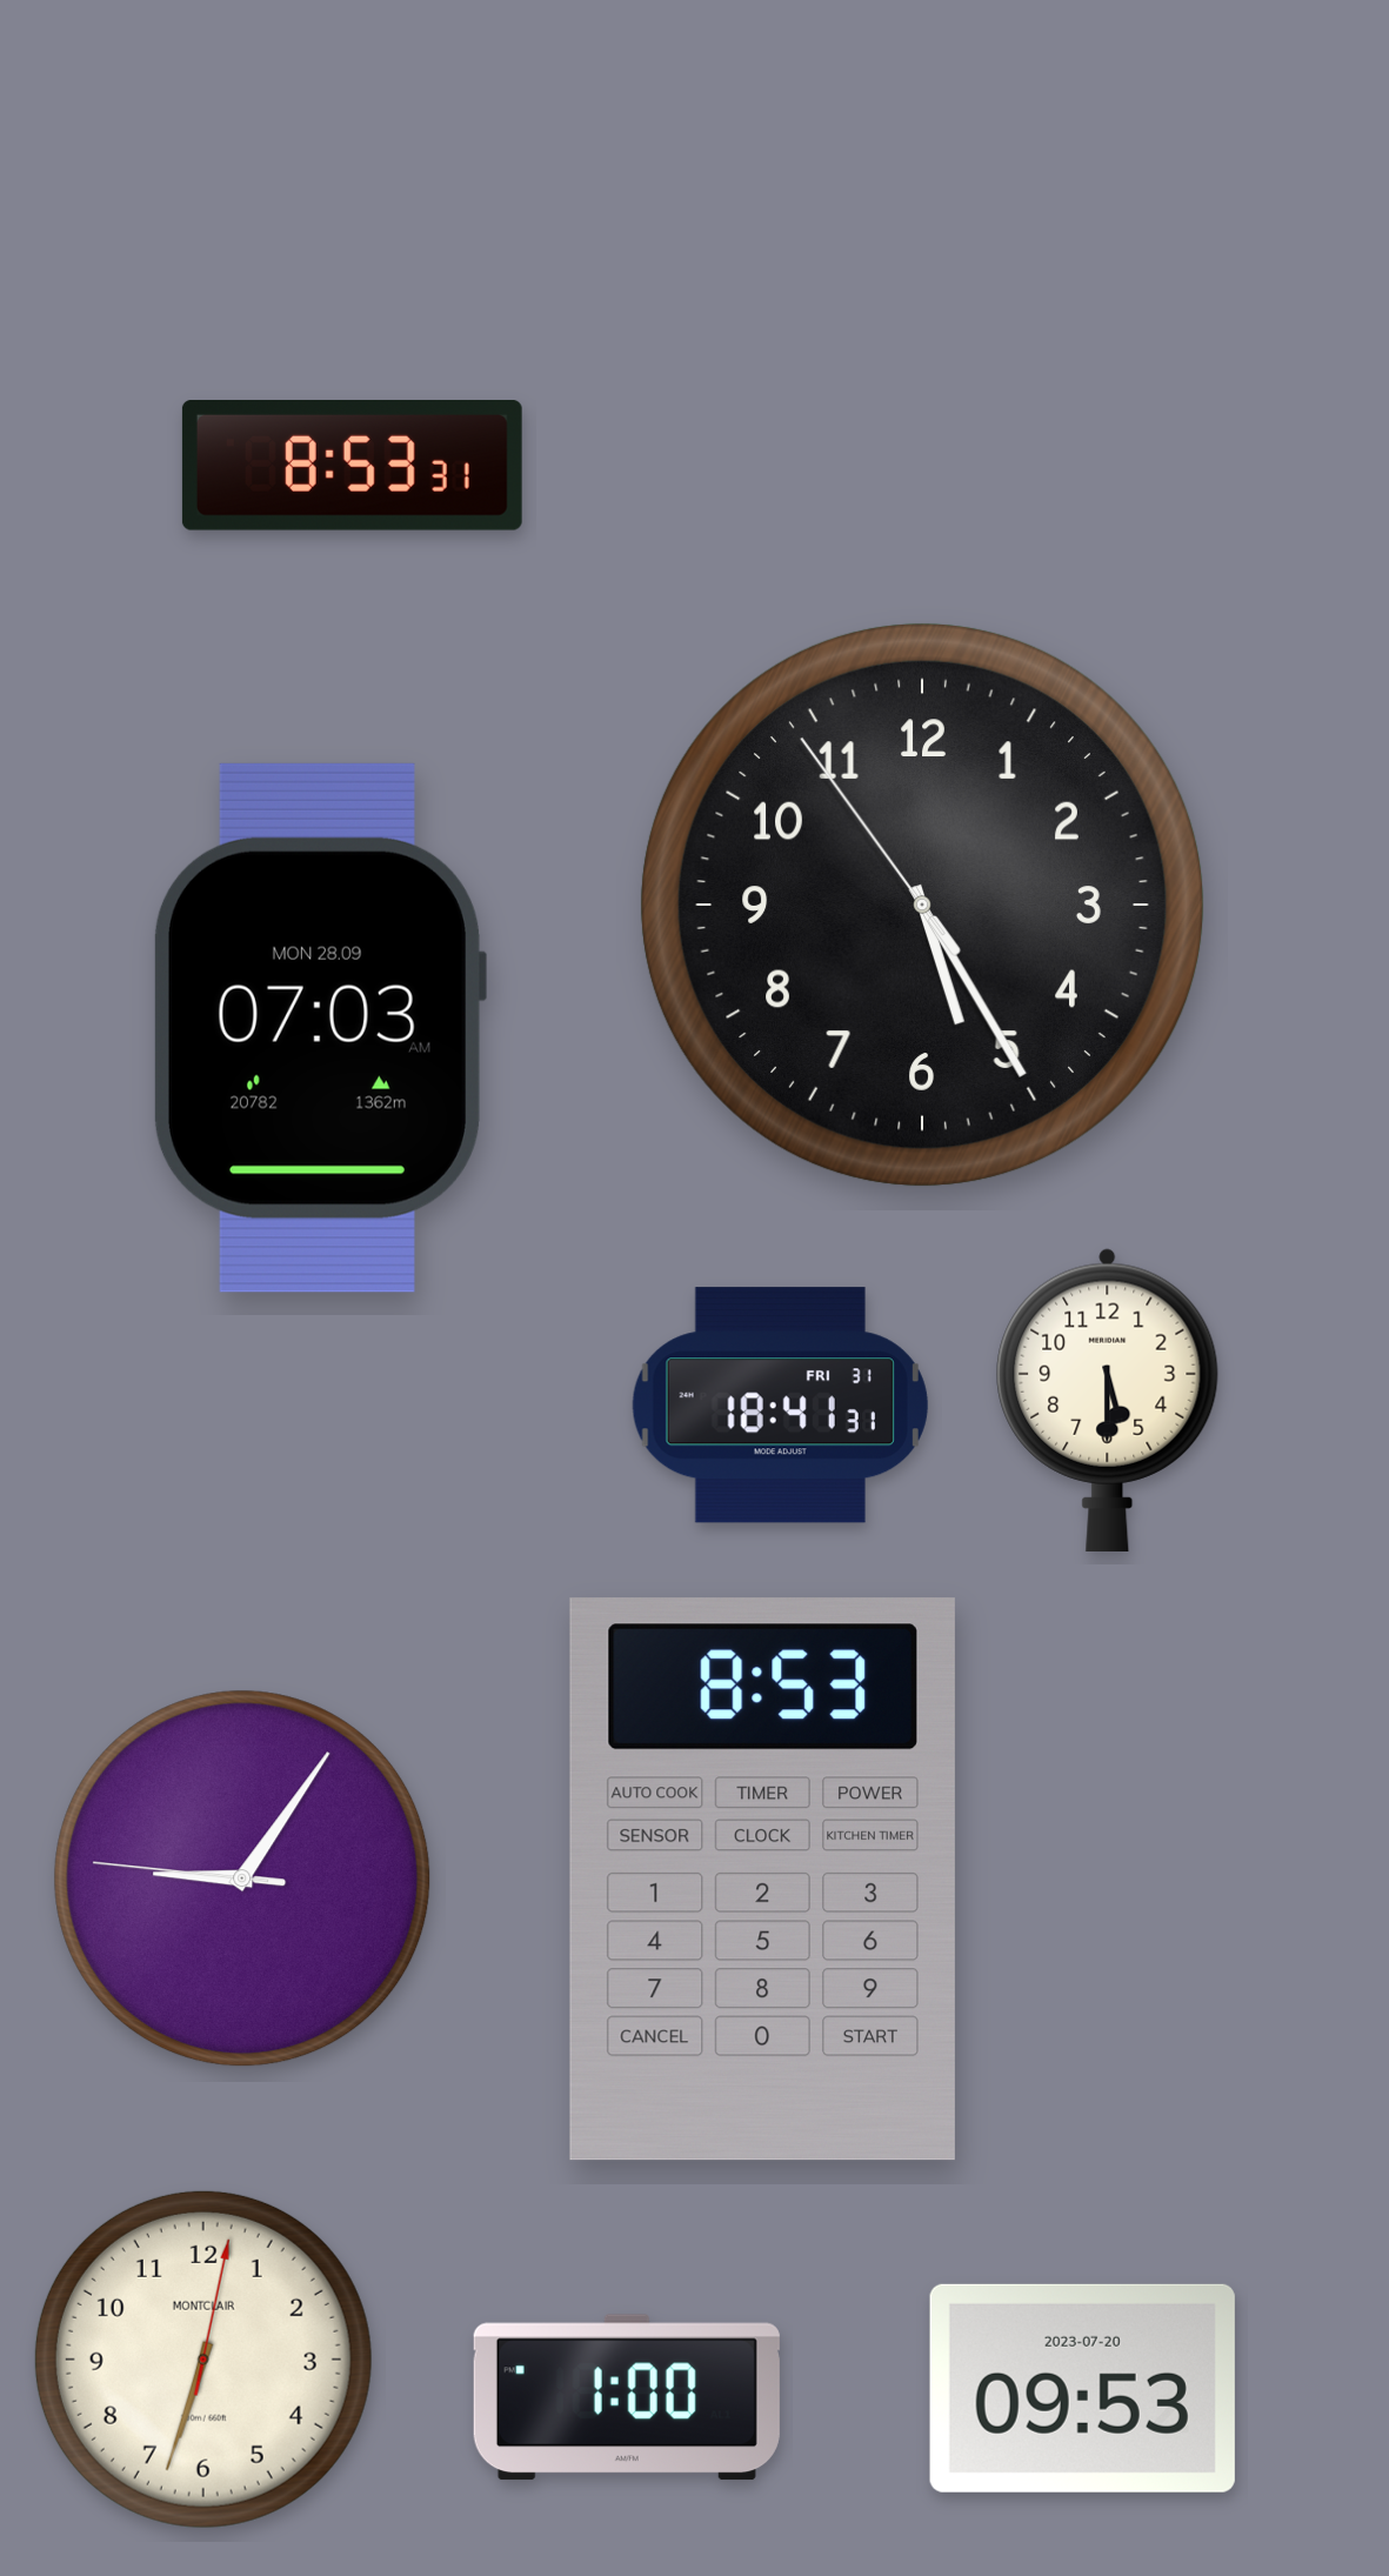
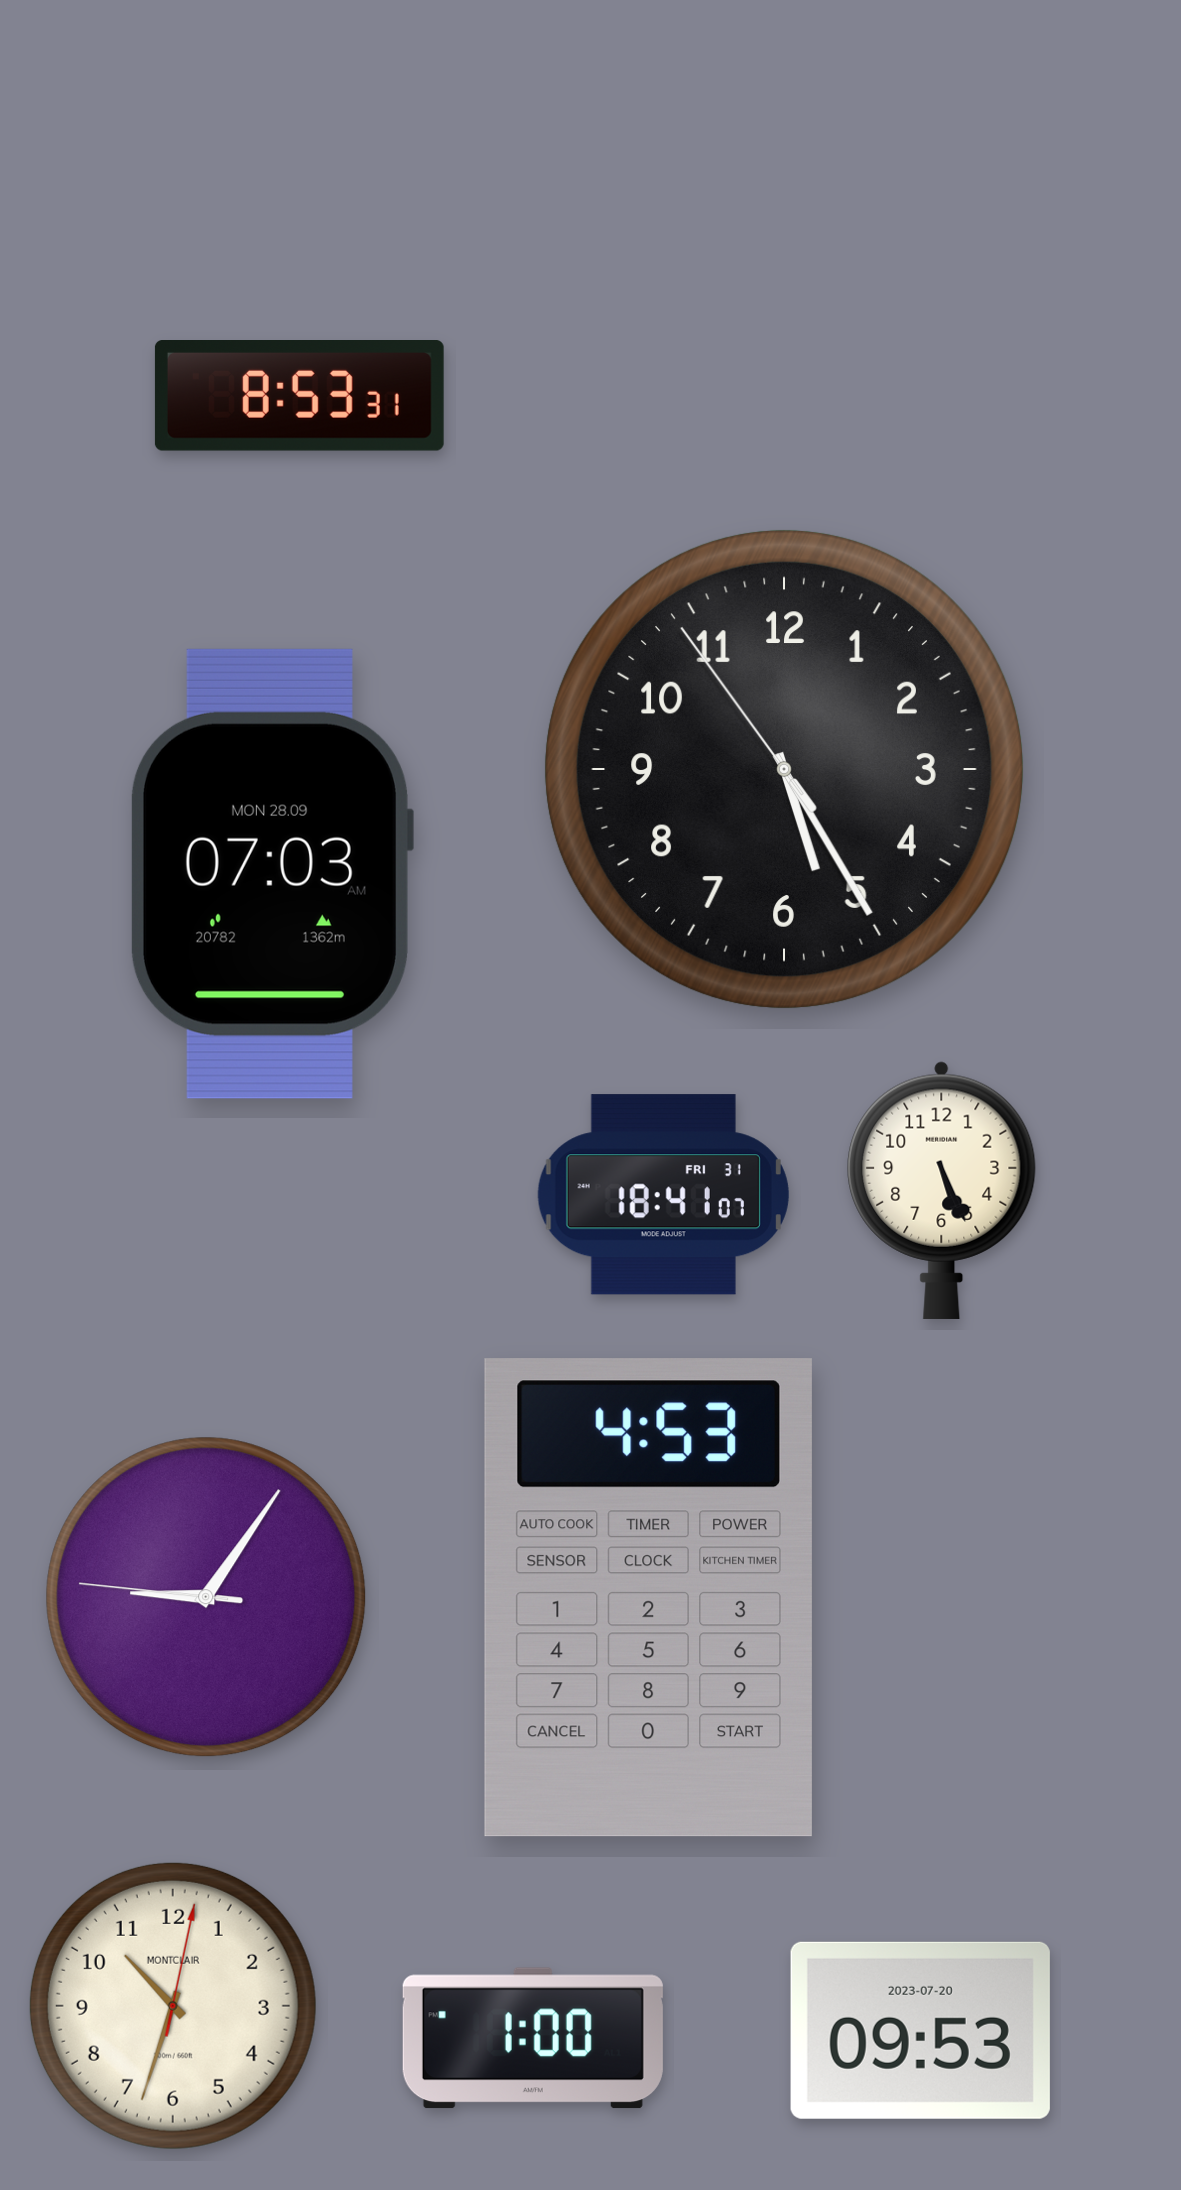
clock at (1108, 1400): 5:30 -> 5:26
clock at (780, 1406): 18:41:31 -> 18:41:07
clock at (762, 1880): 8:53 -> 4:53
clock at (203, 2360): 6:33 -> 10:33
